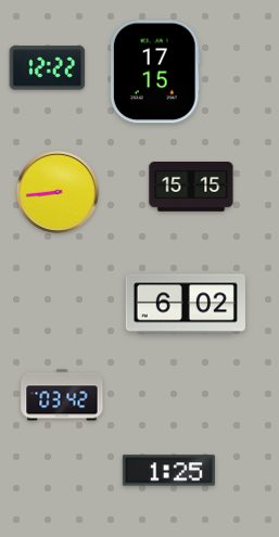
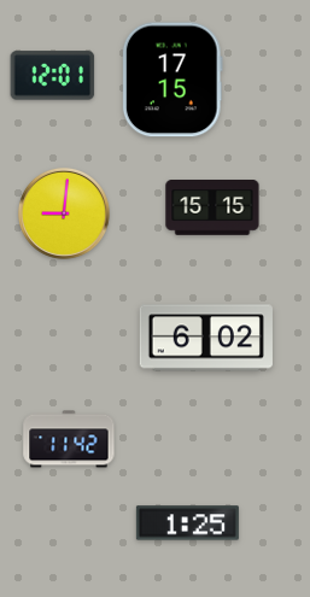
clock at (48, 68): 12:22 -> 12:01
clock at (58, 192): 8:44 -> 9:01
clock at (62, 395): 03:42 -> 11:42
